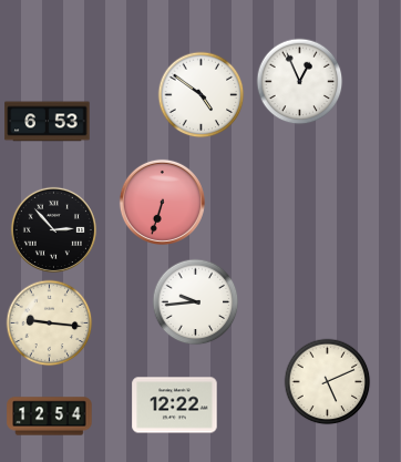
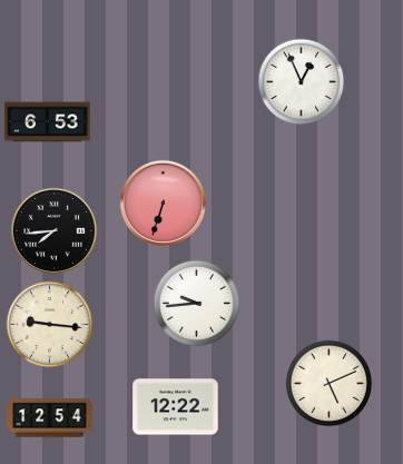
clock at (200, 94): 4:51 -> none
clock at (53, 229): 2:53 -> 7:44
